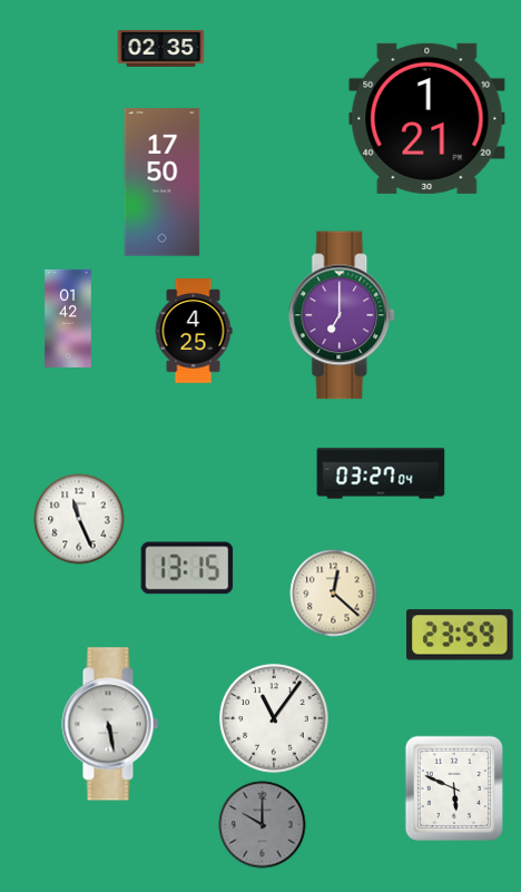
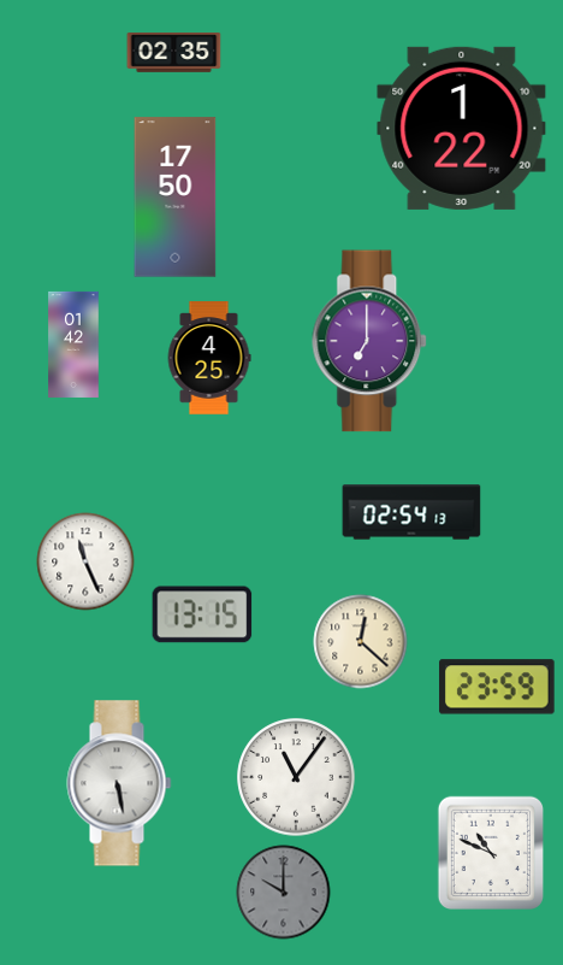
clock at (427, 118): 1:21 -> 1:22
clock at (381, 473): 03:27 -> 02:54
clock at (453, 787): 5:49 -> 10:49
